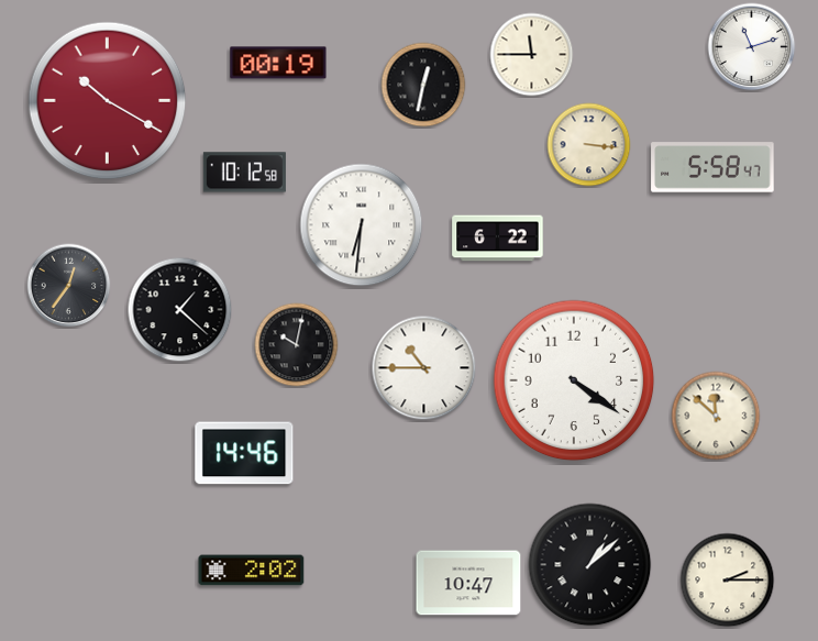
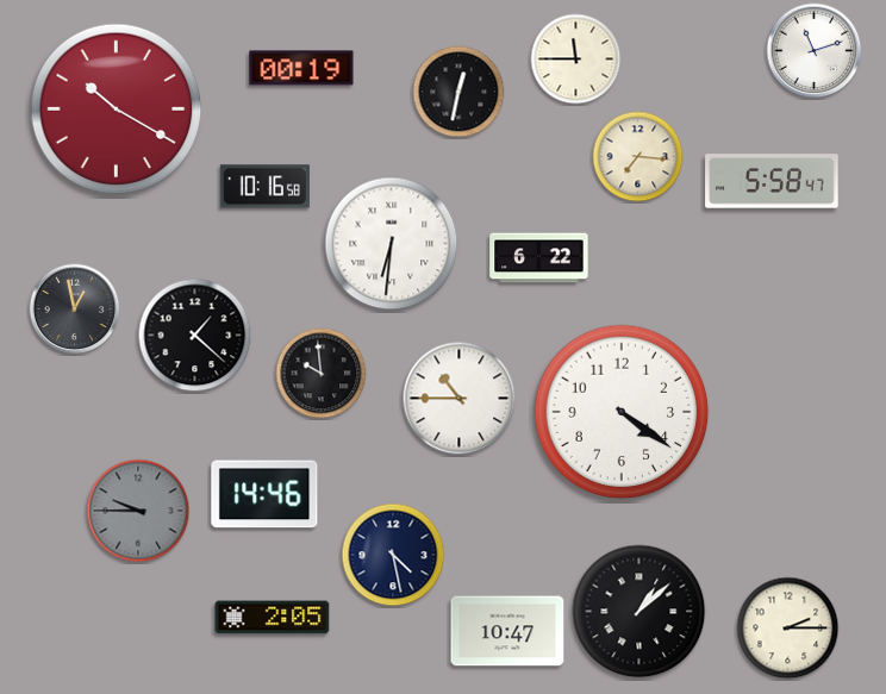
clock at (589, 145): 3:16 -> 7:16
clock at (244, 173): 10:12 -> 10:16
clock at (69, 286): 12:36 -> 12:58
clock at (297, 345): 10:02 -> 9:59
clock at (716, 416): 11:52 -> none
clock at (244, 453) position: (244, 453) -> (264, 494)
clock at (138, 511): none -> 9:45
clock at (393, 555): none -> 4:28
clock at (252, 571): 2:02 -> 2:05
